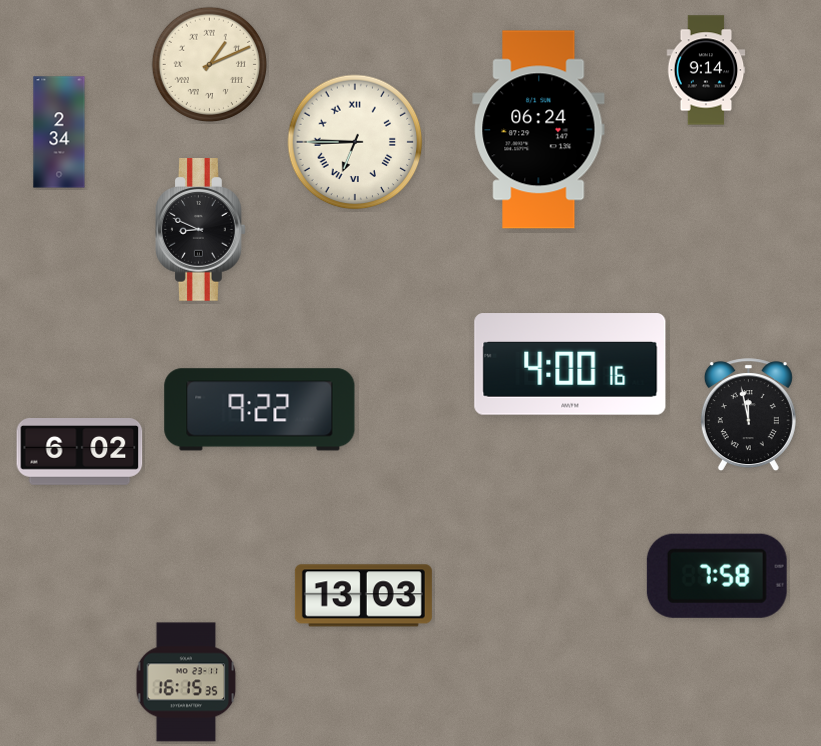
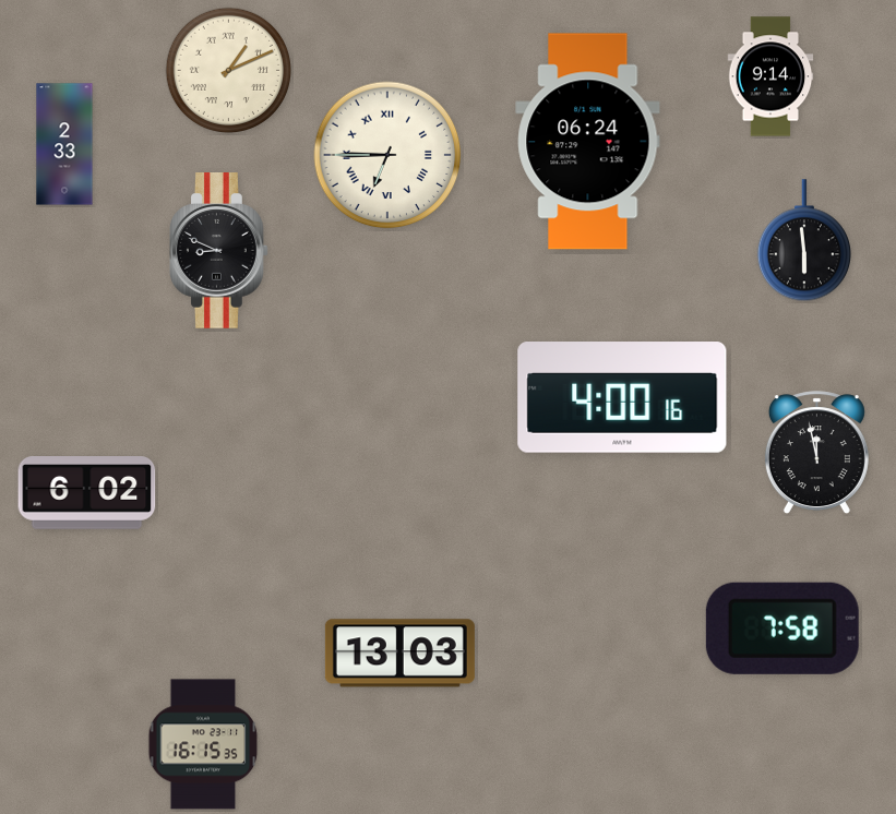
clock at (59, 132): 2:34 -> 2:33
clock at (804, 241): none -> 5:59
clock at (260, 410): 9:22 -> none
clock at (363, 596) position: (363, 596) -> (399, 654)
